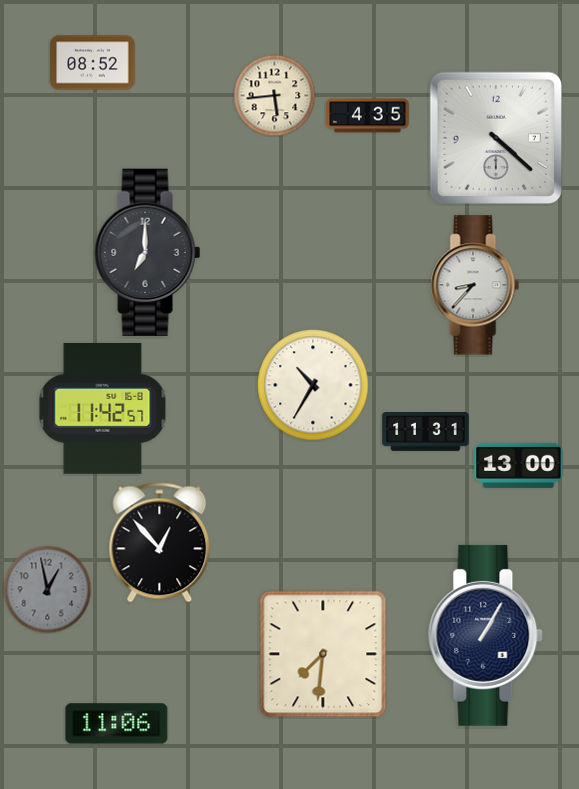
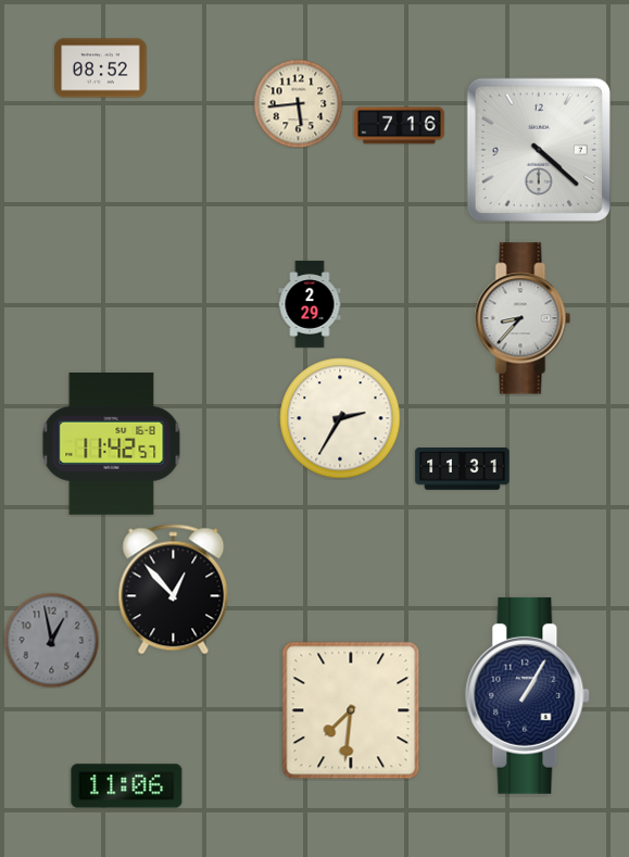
clock at (368, 116): 4:35 -> 7:16
clock at (148, 252): 7:00 -> none
clock at (310, 304): none -> 2:29
clock at (475, 285) position: (475, 285) -> (523, 318)
clock at (313, 385): 10:35 -> 2:35
clock at (519, 465): 13:00 -> none
clock at (486, 635) position: (486, 635) -> (528, 695)
